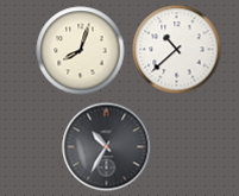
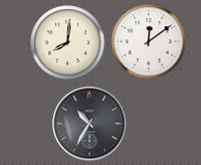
clock at (177, 50): 10:38 -> 12:09
clock at (81, 51): 8:03 -> 8:01
